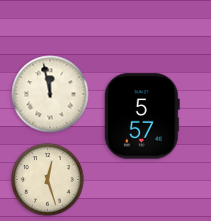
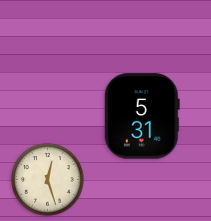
clock at (50, 94): 11:58 -> none
clock at (142, 116): 5:57 -> 5:31
